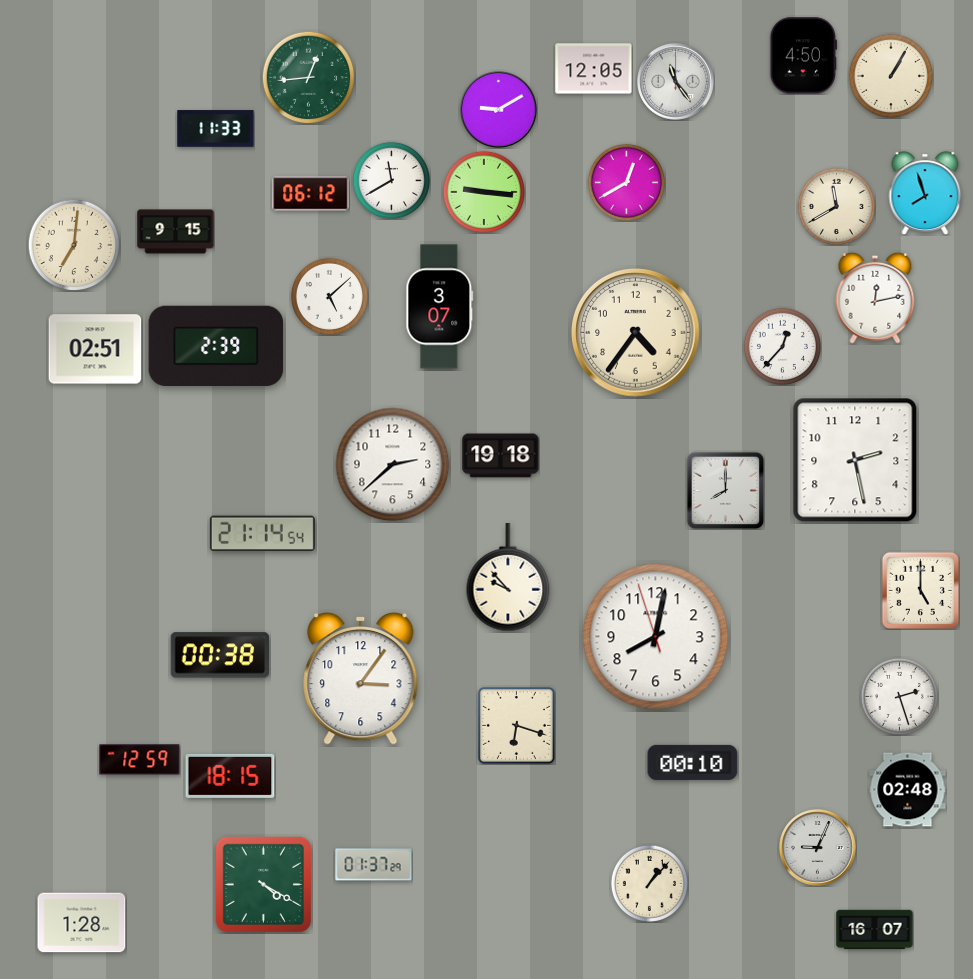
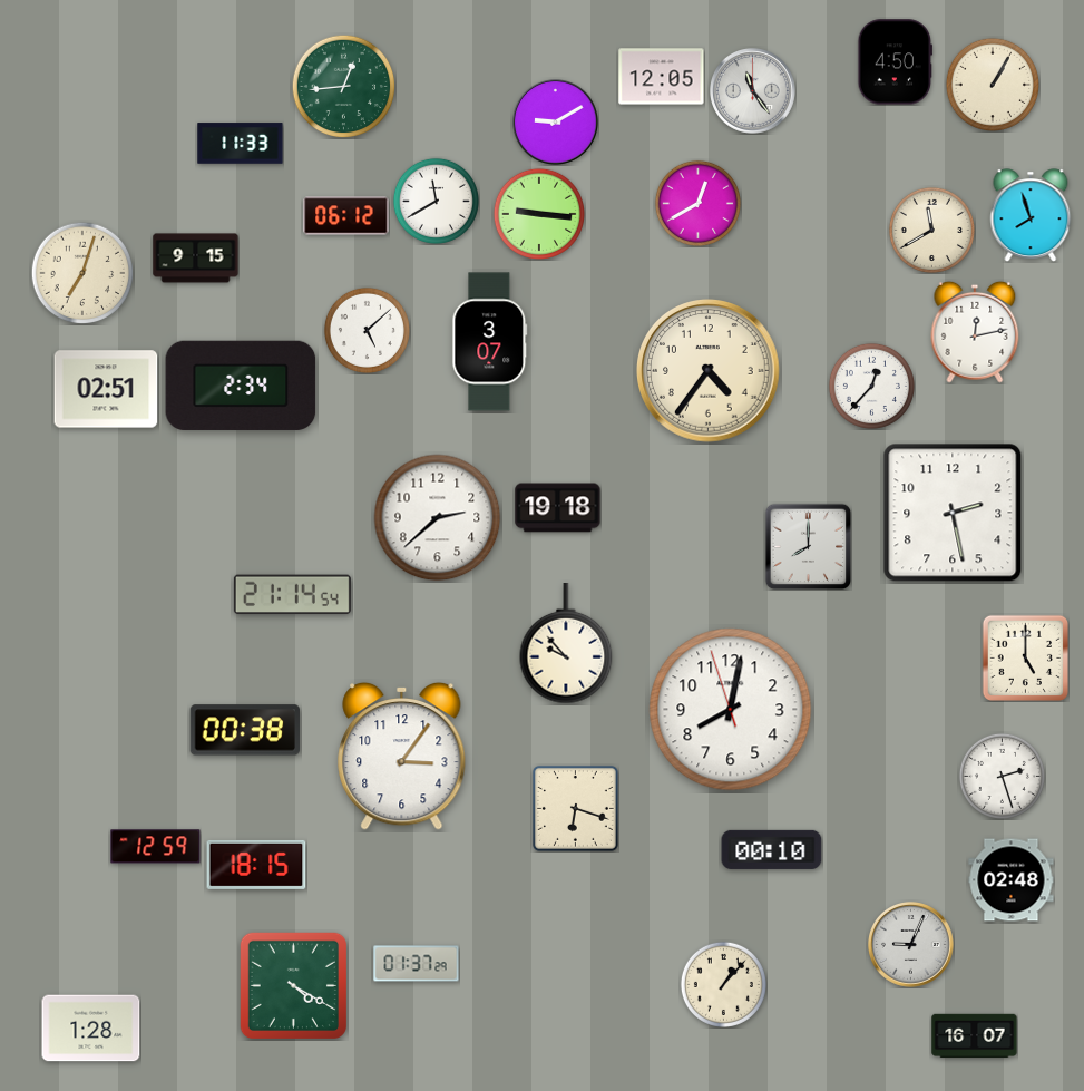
clock at (74, 245): 7:01 -> 7:03
clock at (216, 346): 2:39 -> 2:34
